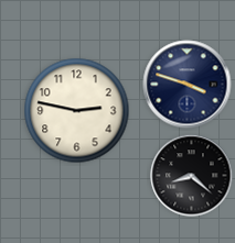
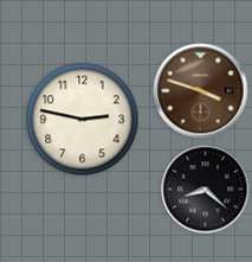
clock at (188, 85) dial: navy -> brown
